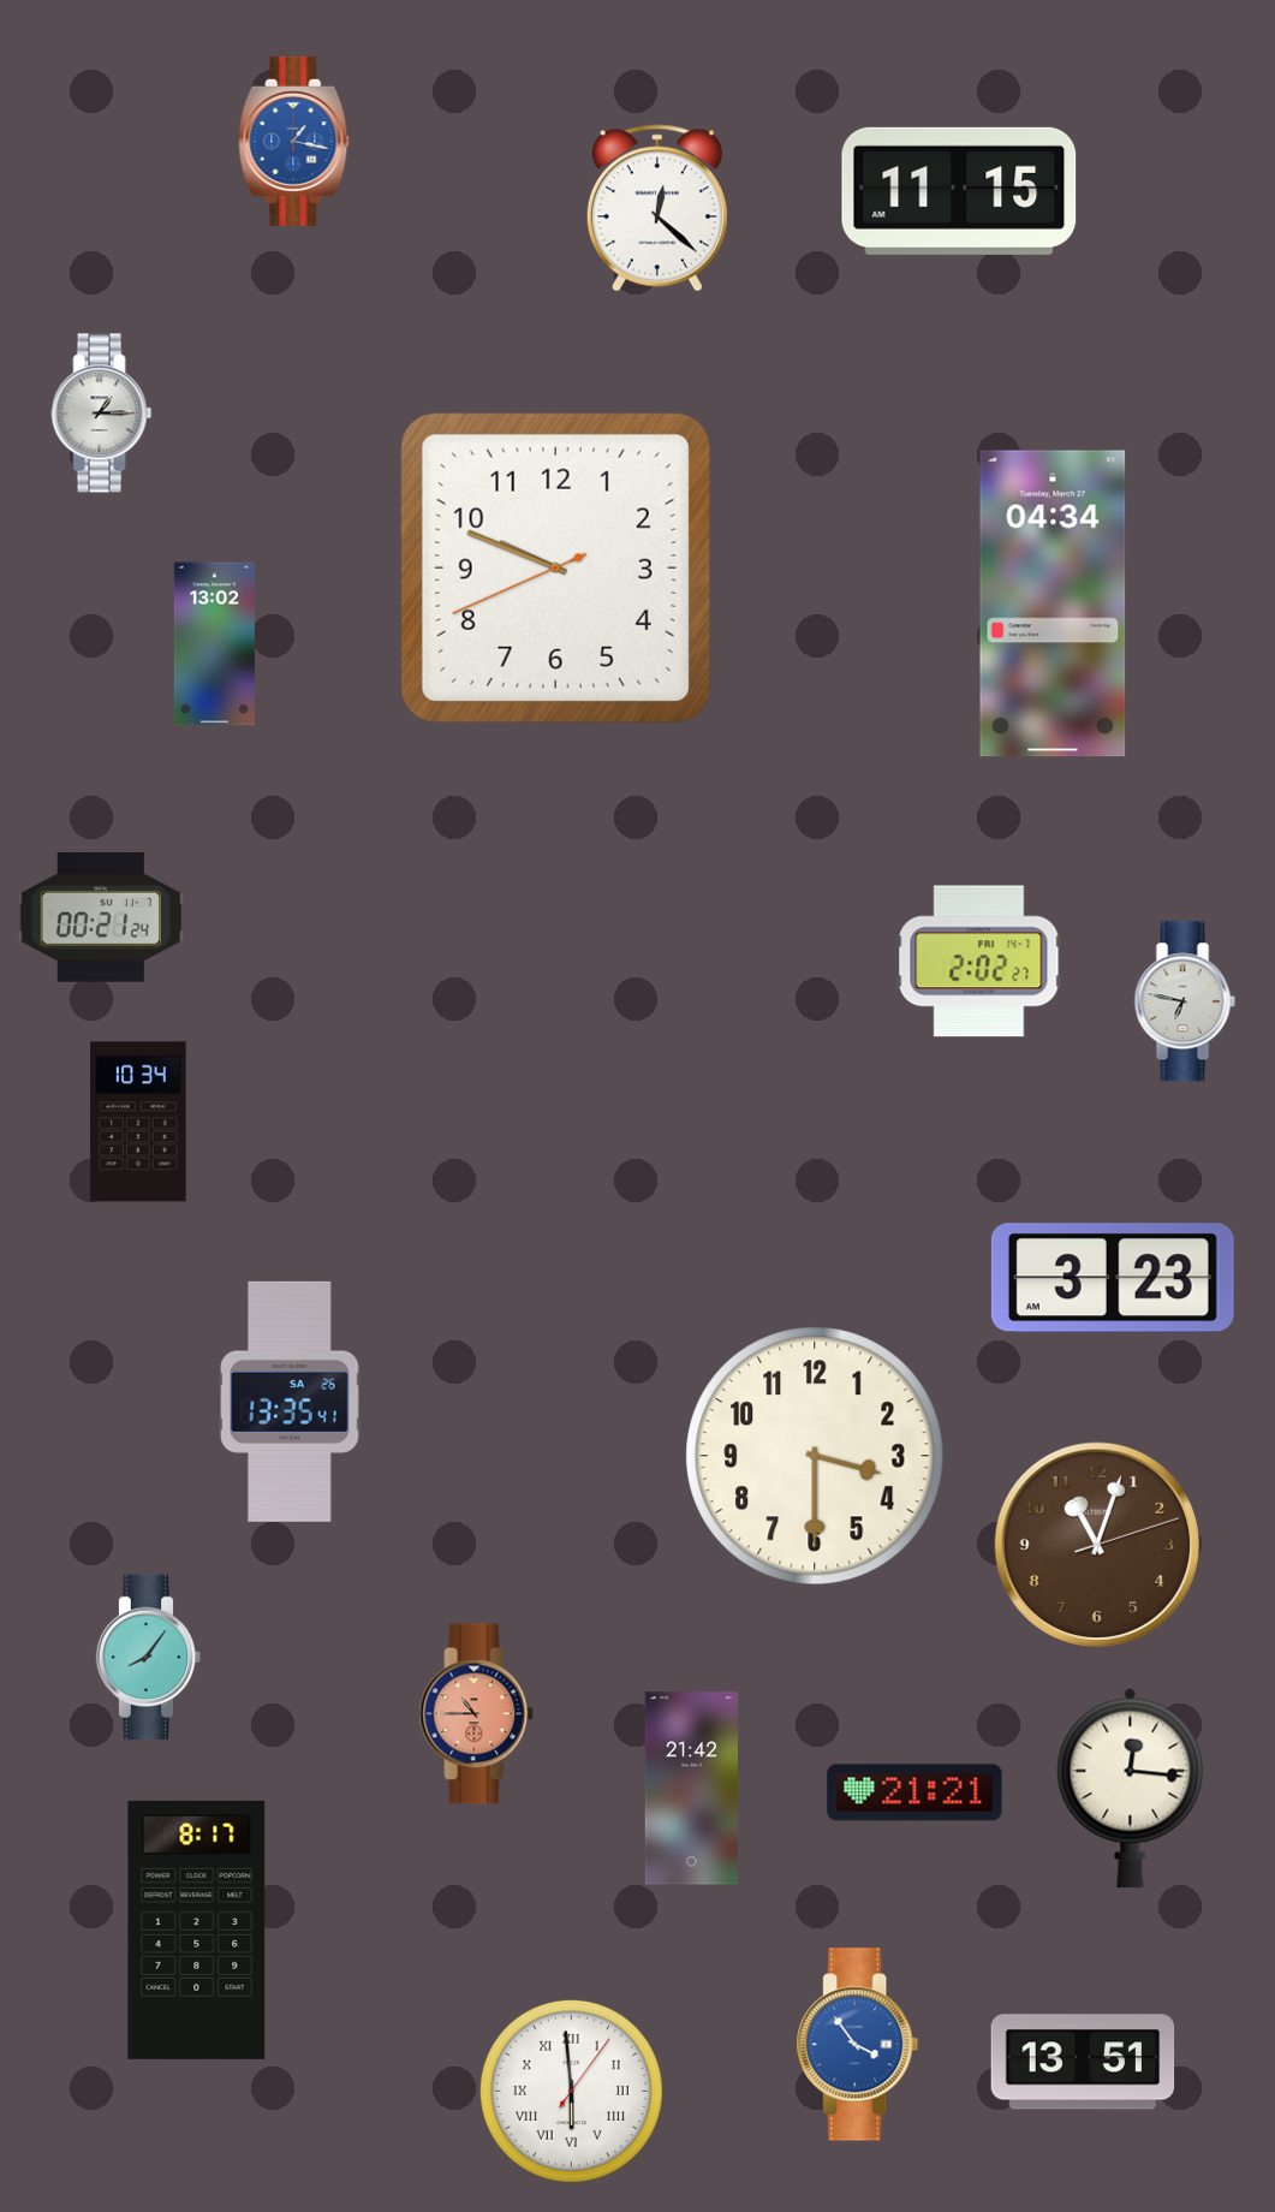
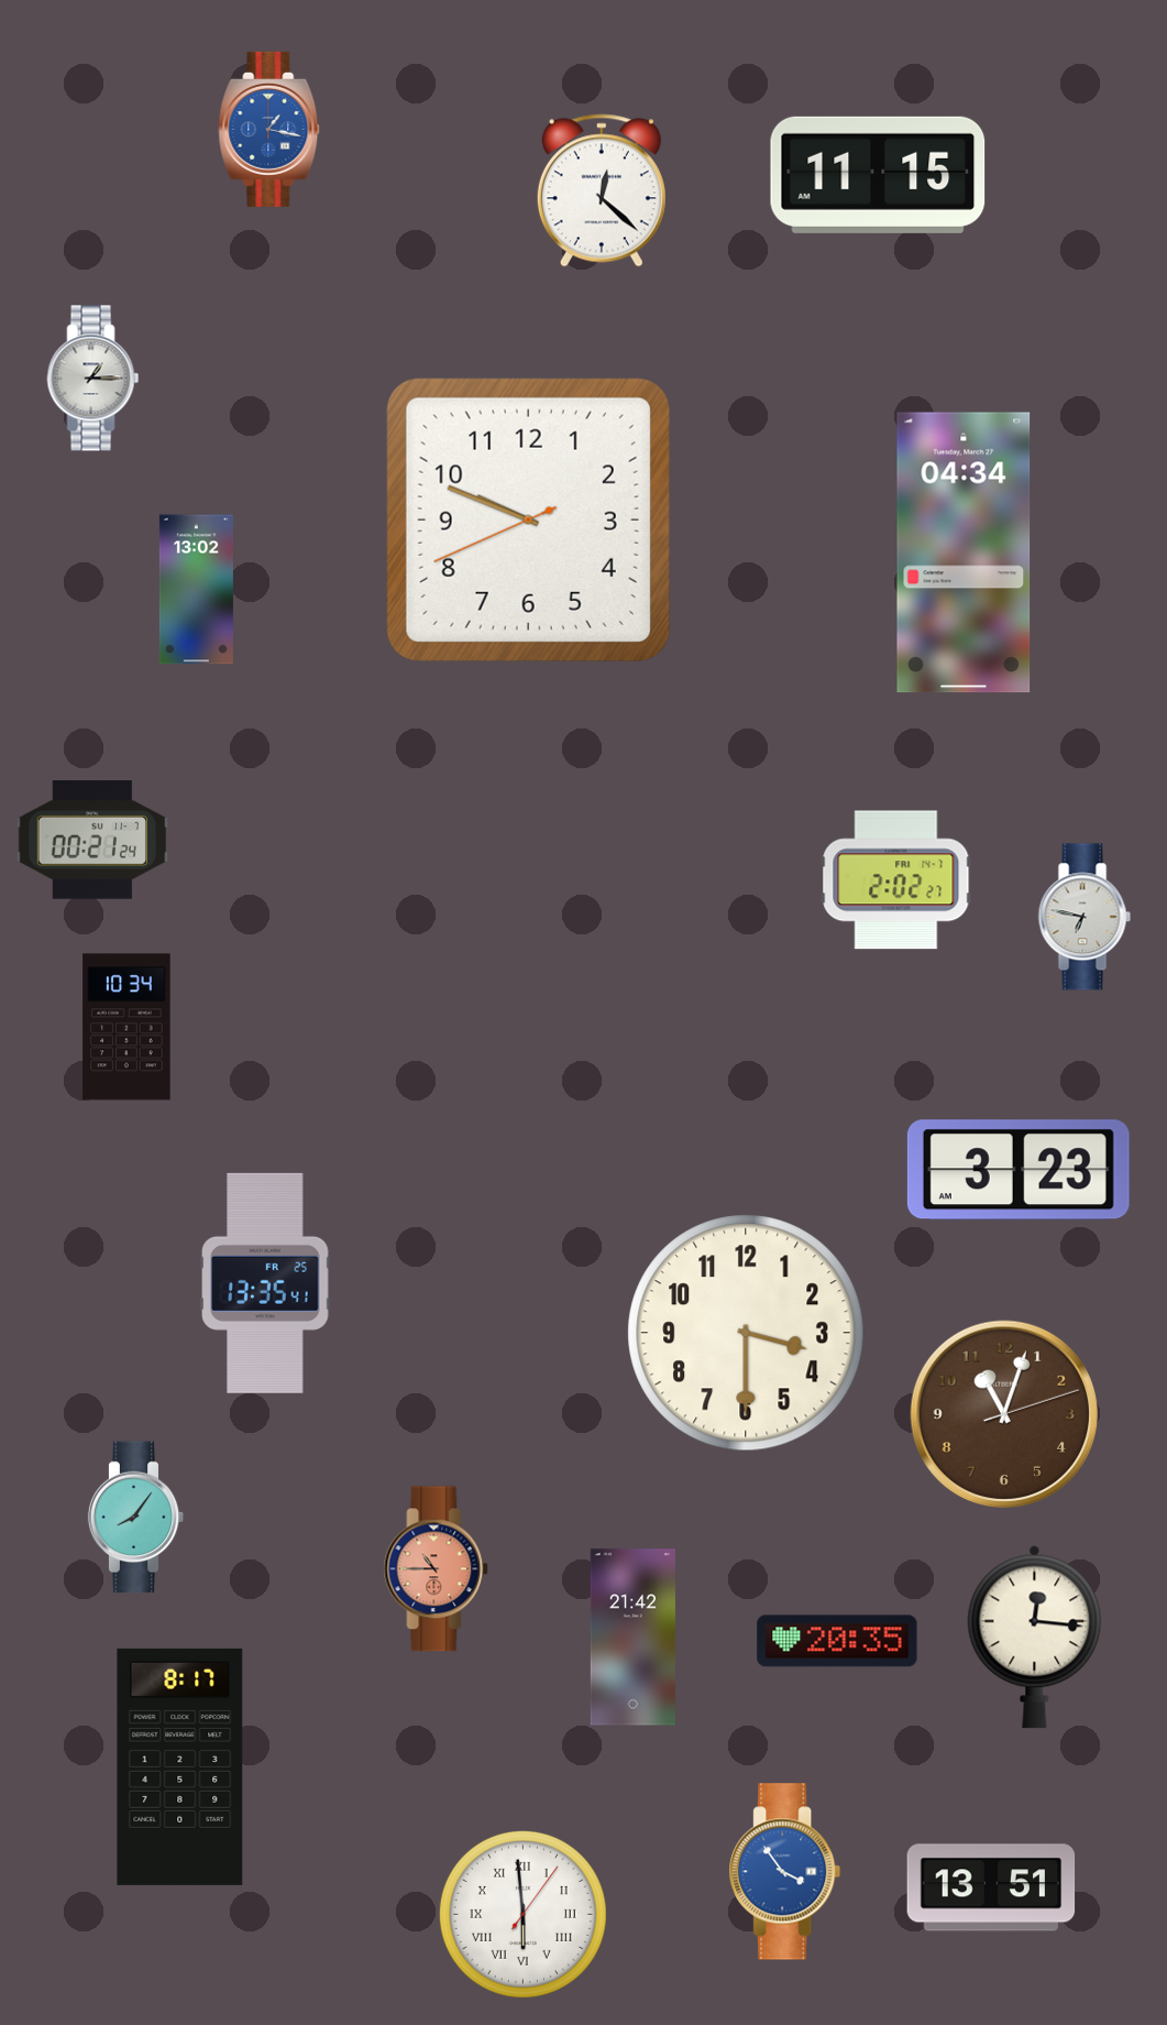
clock at (555, 567) position: (555, 567) -> (528, 519)
clock at (290, 1402) date: SA 26 -> FR 25
clock at (914, 1792): 21:21 -> 20:35
